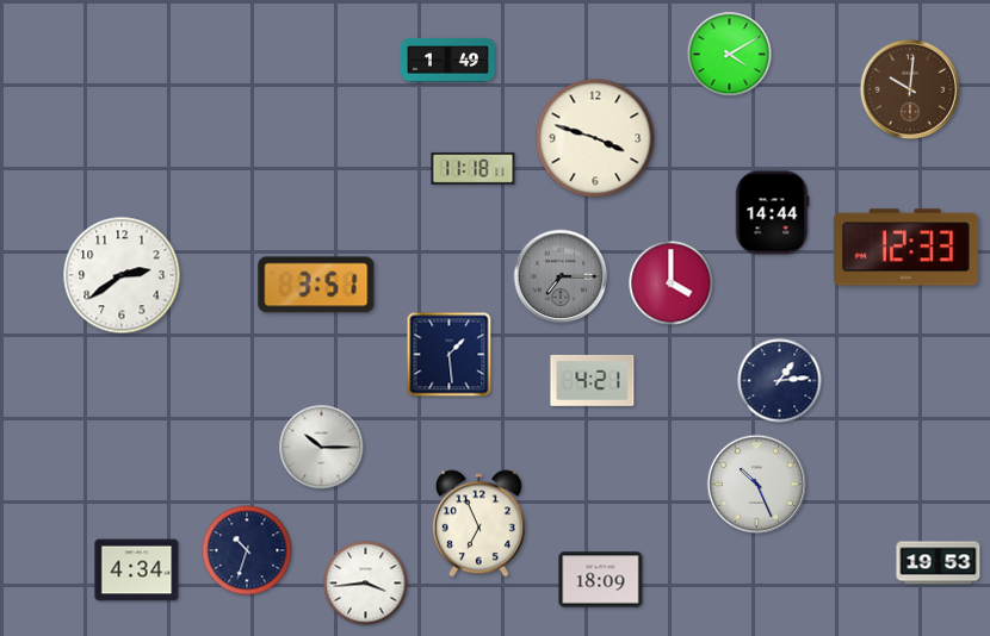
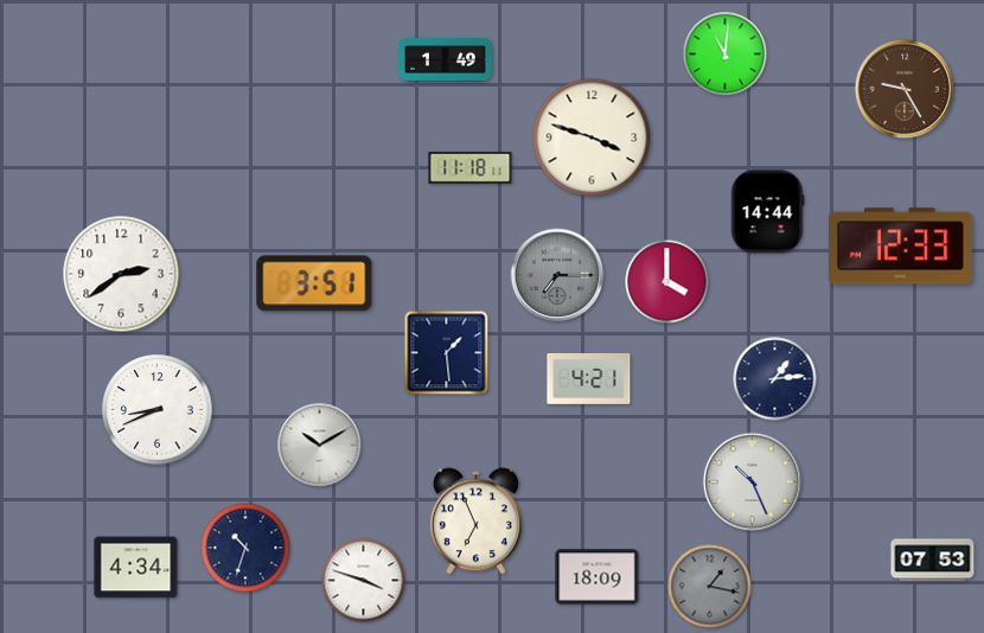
clock at (730, 55): 4:10 -> 11:01
clock at (909, 88): 10:01 -> 9:25
clock at (158, 410): none -> 8:41
clock at (322, 448): 10:15 -> 10:10
clock at (939, 563): 19:53 -> 07:53
clock at (366, 584): 3:44 -> 3:48
clock at (710, 587): none -> 1:17
